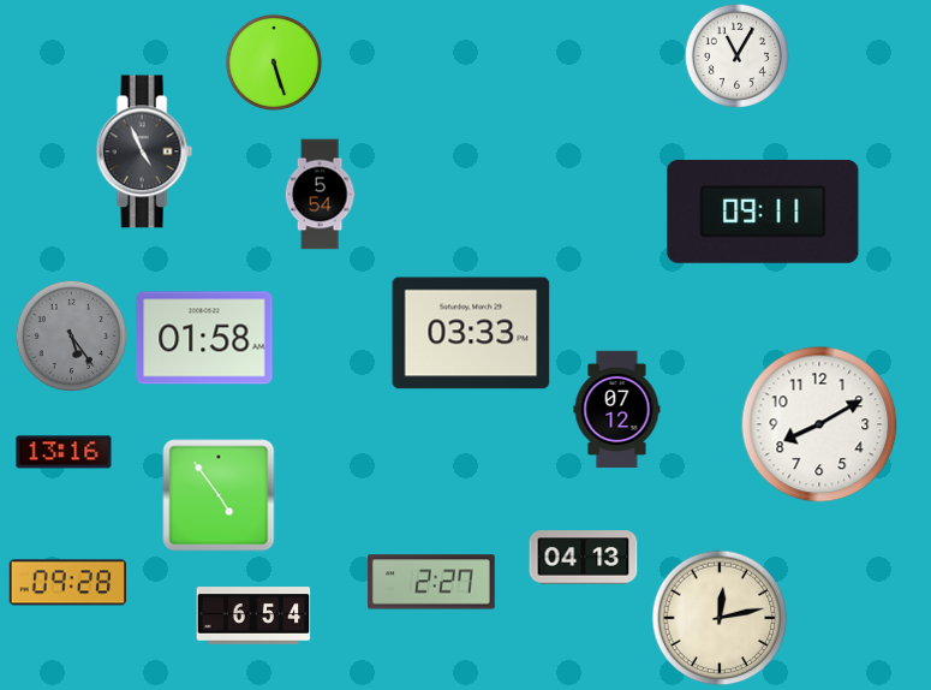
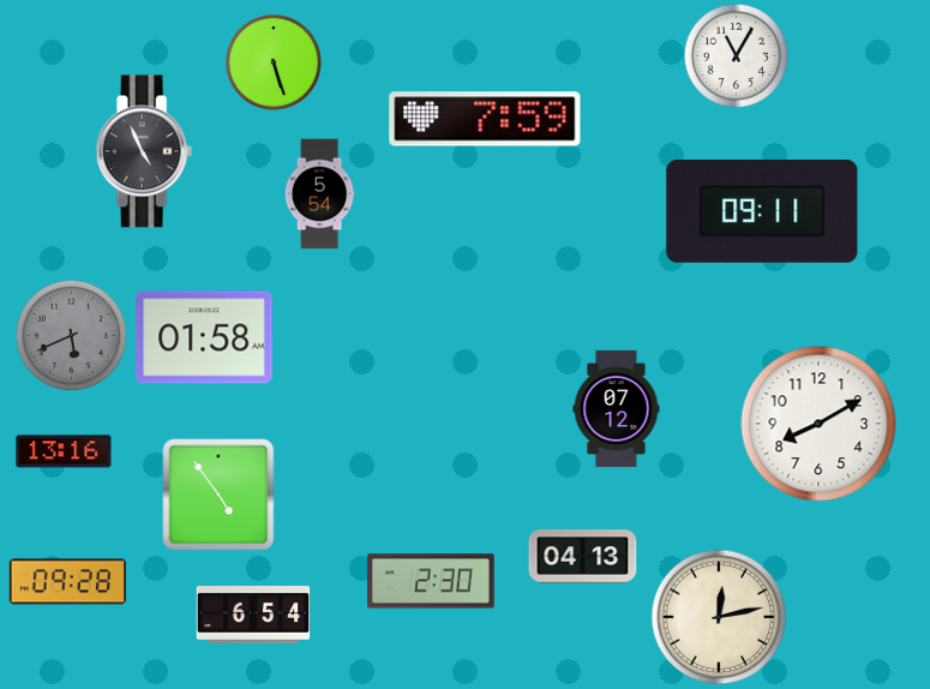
clock at (485, 119): none -> 7:59
clock at (471, 333): 03:33 -> none
clock at (71, 335): 5:24 -> 5:41
clock at (431, 582): 2:27 -> 2:30
